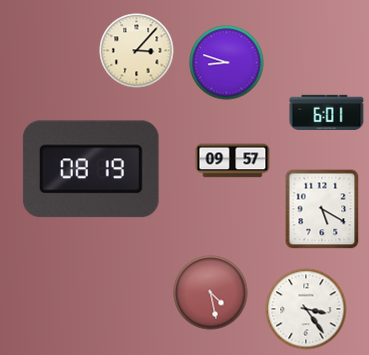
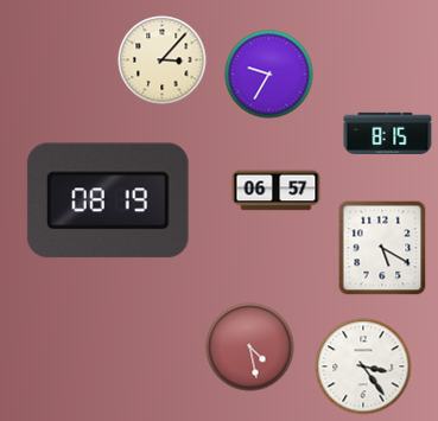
clock at (227, 63): 8:48 -> 9:35
clock at (327, 112): 6:01 -> 8:15
clock at (233, 161): 09:57 -> 06:57
